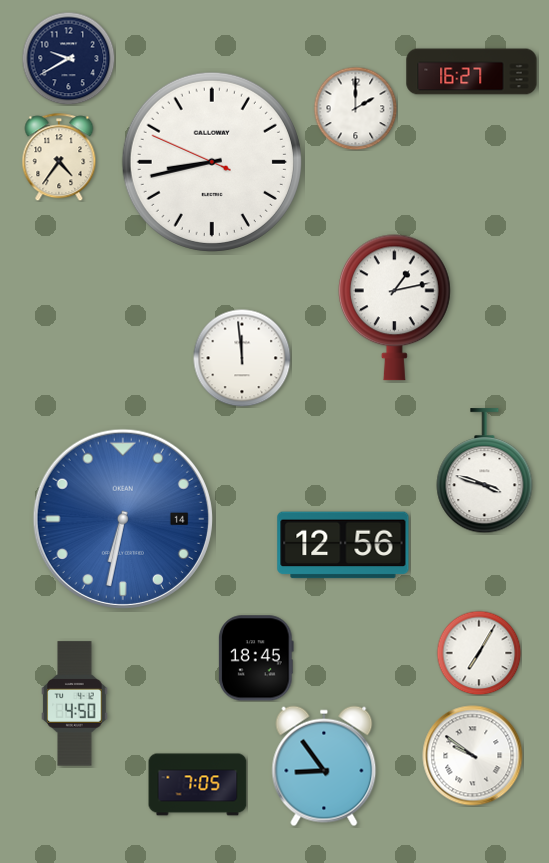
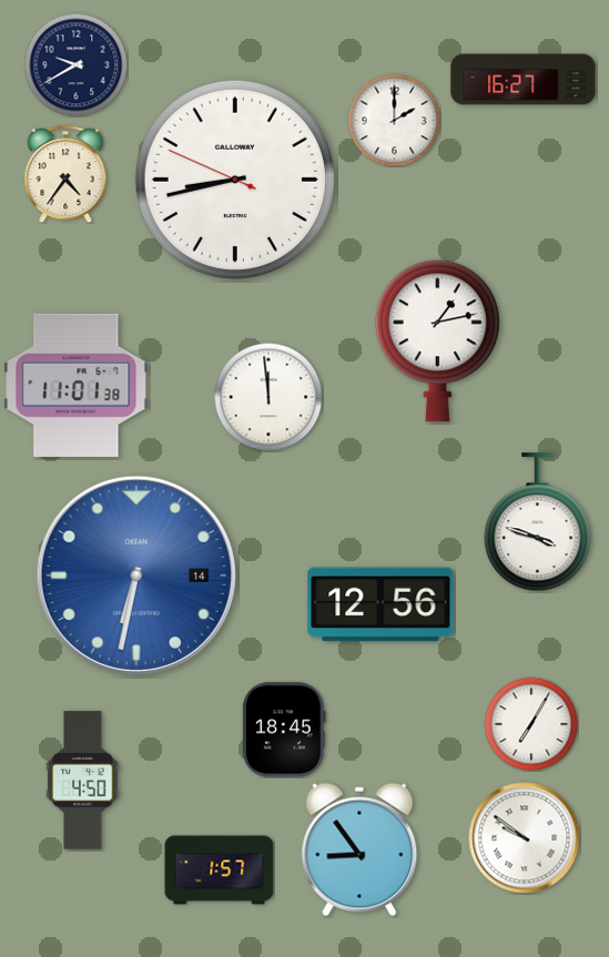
clock at (77, 385): none -> 11:01
clock at (198, 785): 7:05 -> 1:57
